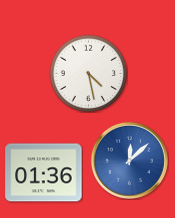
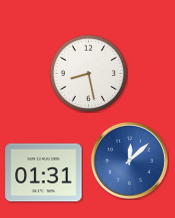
clock at (88, 73): 4:28 -> 8:28
clock at (44, 173): 01:36 -> 01:31
